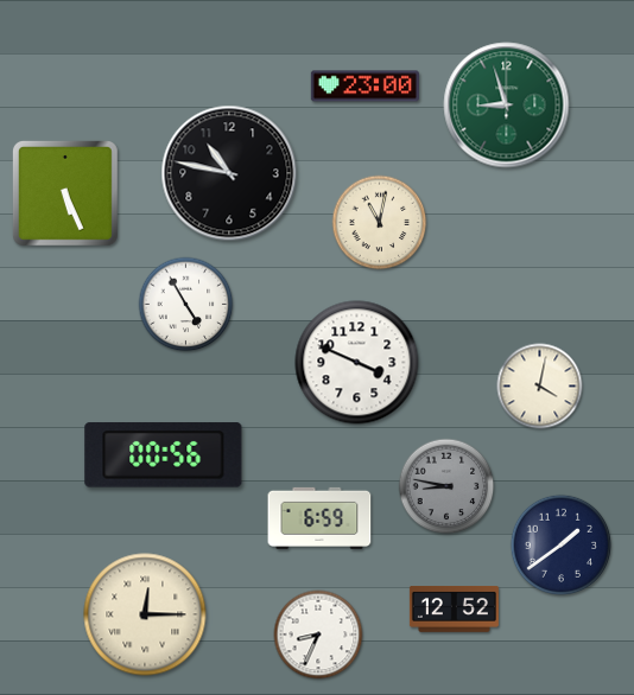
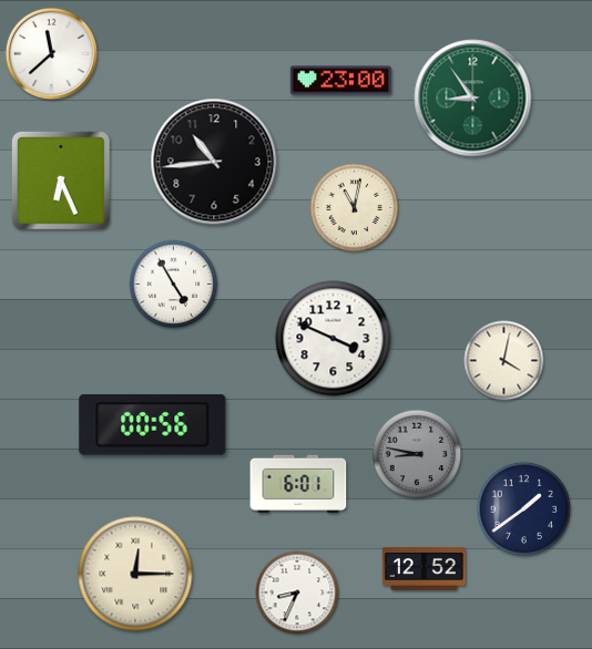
clock at (51, 53): none -> 11:38
clock at (507, 106): 8:57 -> 8:54
clock at (229, 173): 10:47 -> 10:44
clock at (65, 193): 5:26 -> 6:26
clock at (319, 518): 6:59 -> 6:01
